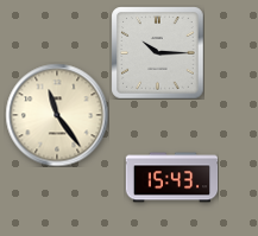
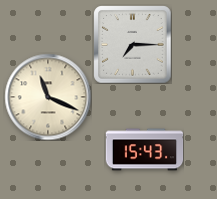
clock at (157, 52): 10:15 -> 7:15
clock at (57, 115): 11:24 -> 11:19
